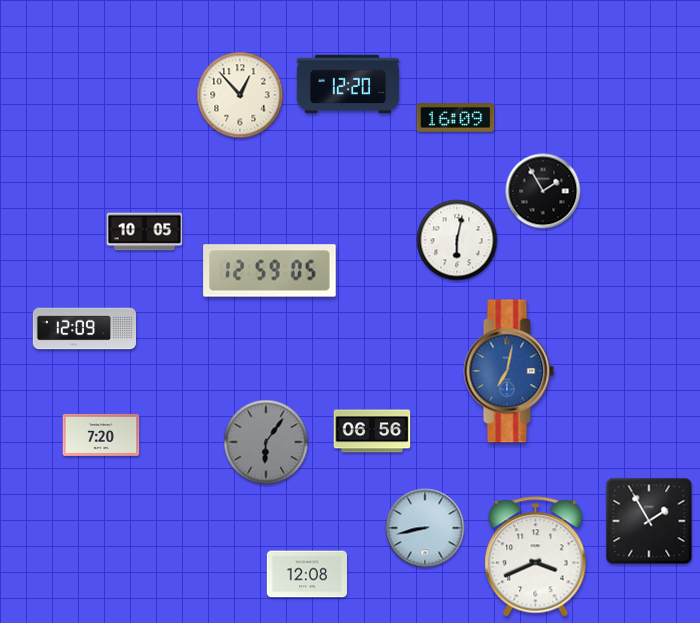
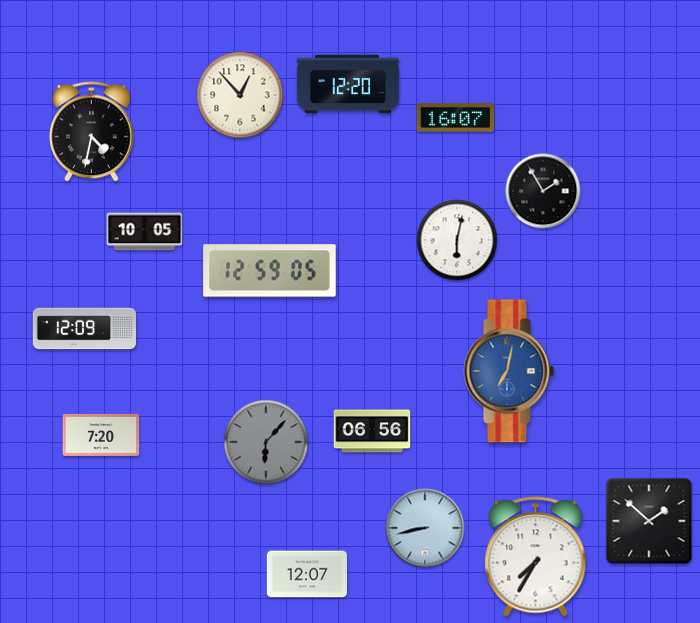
clock at (456, 118): 16:09 -> 16:07
clock at (91, 132): none -> 4:32
clock at (266, 442): 6:06 -> 6:07
clock at (649, 521): 1:55 -> 1:52
clock at (536, 557): 3:41 -> 7:35
clock at (307, 574): 12:08 -> 12:07
